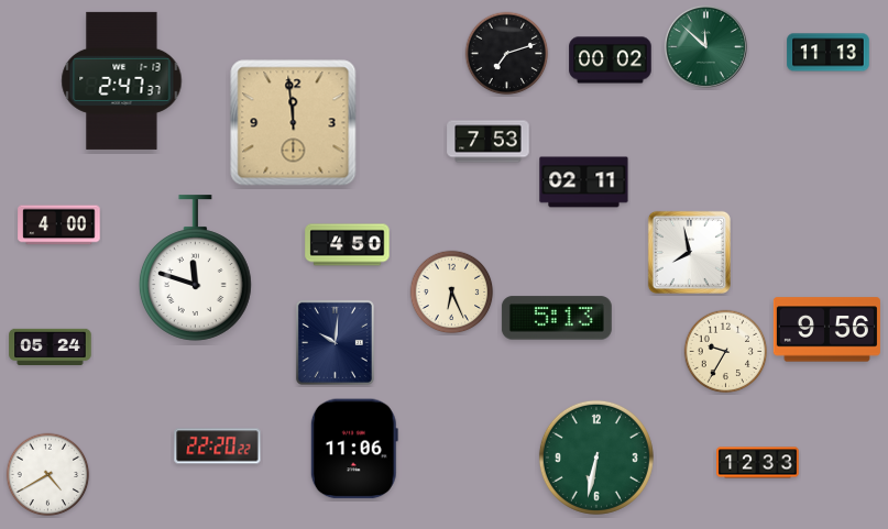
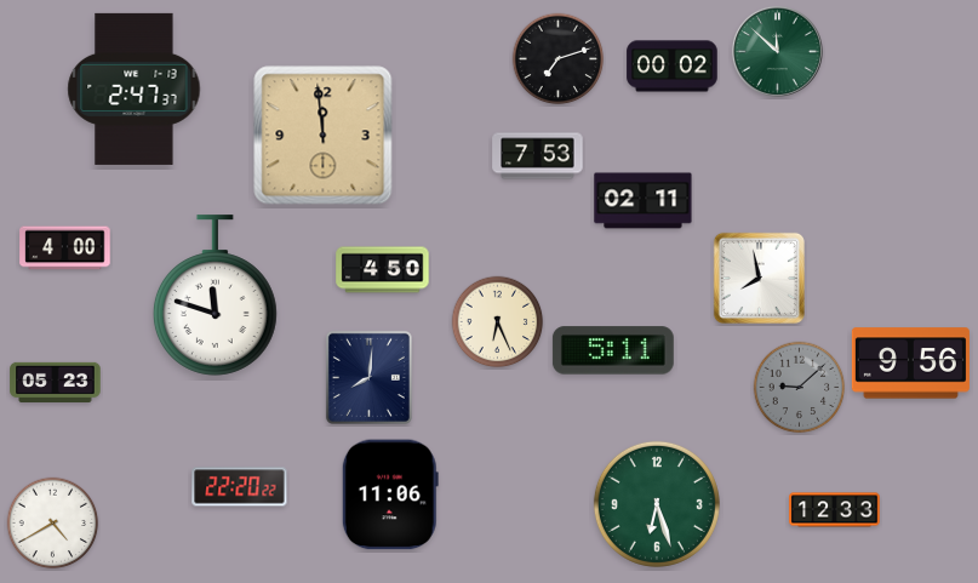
clock at (829, 53): 11:13 -> none
clock at (557, 318): 5:13 -> 5:11
clock at (335, 342): 10:01 -> 8:01
clock at (51, 346): 05:24 -> 05:23
clock at (726, 352): 9:35 -> 9:08
clock at (726, 352) dial: cream -> grey
clock at (218, 447) position: (218, 447) -> (240, 487)
clock at (596, 458): 6:32 -> 6:27
